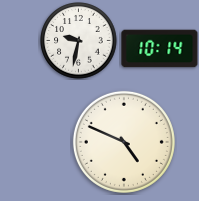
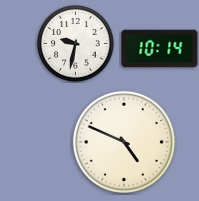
clock at (79, 41) position: (79, 41) -> (76, 44)
